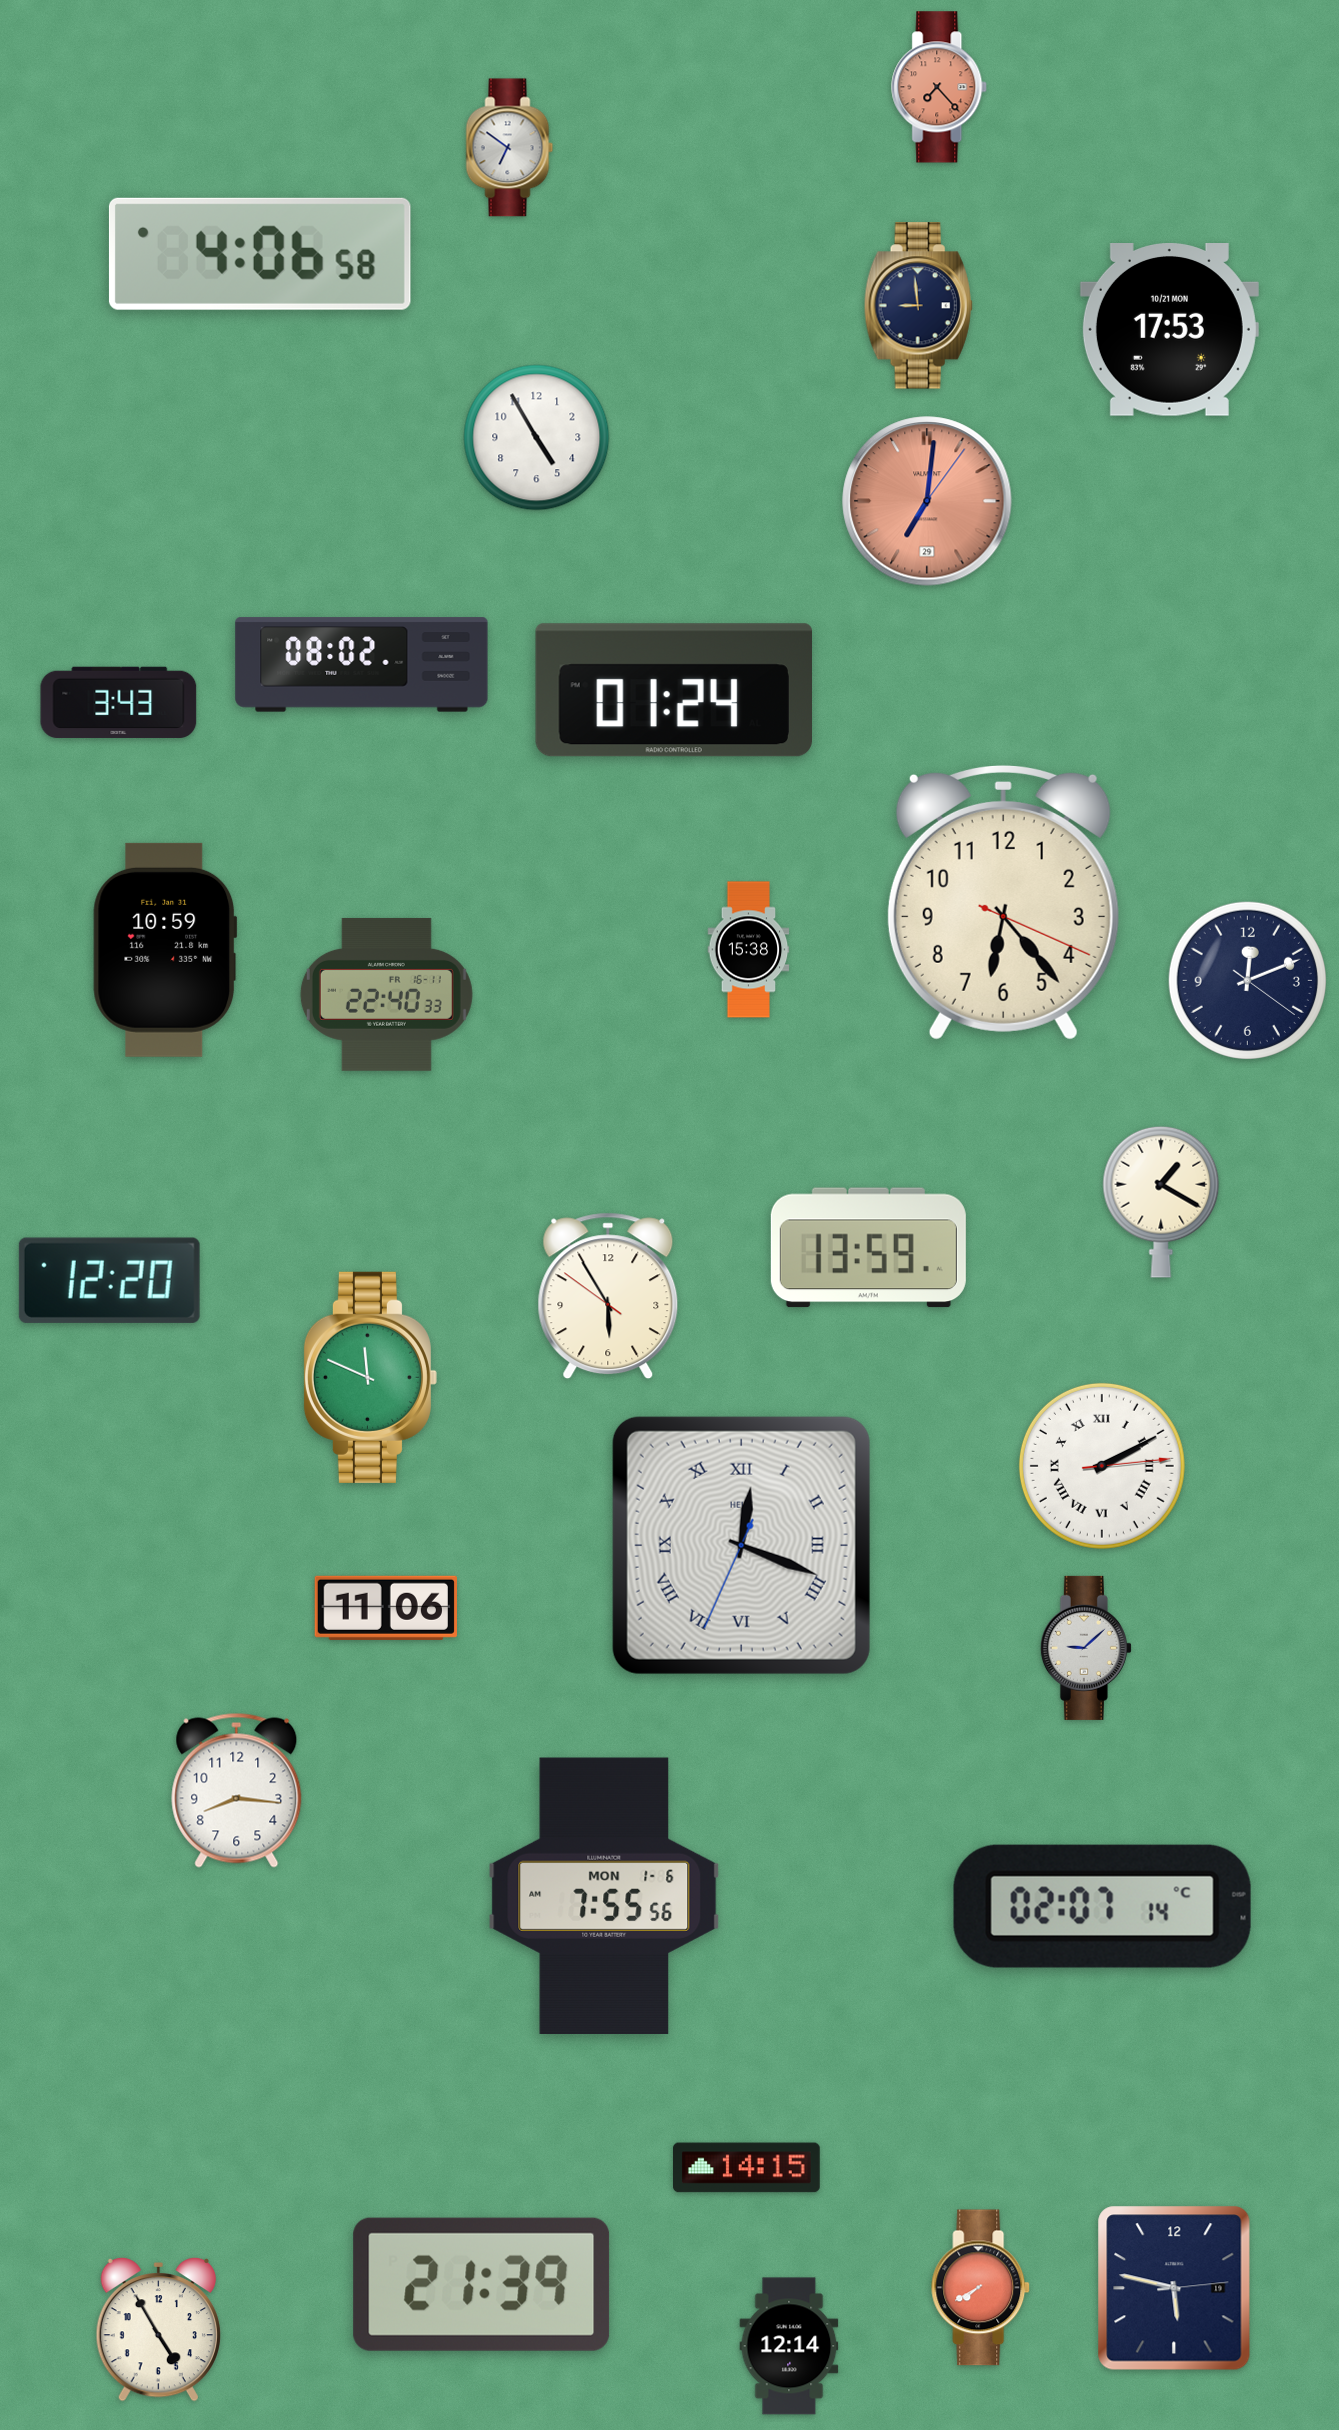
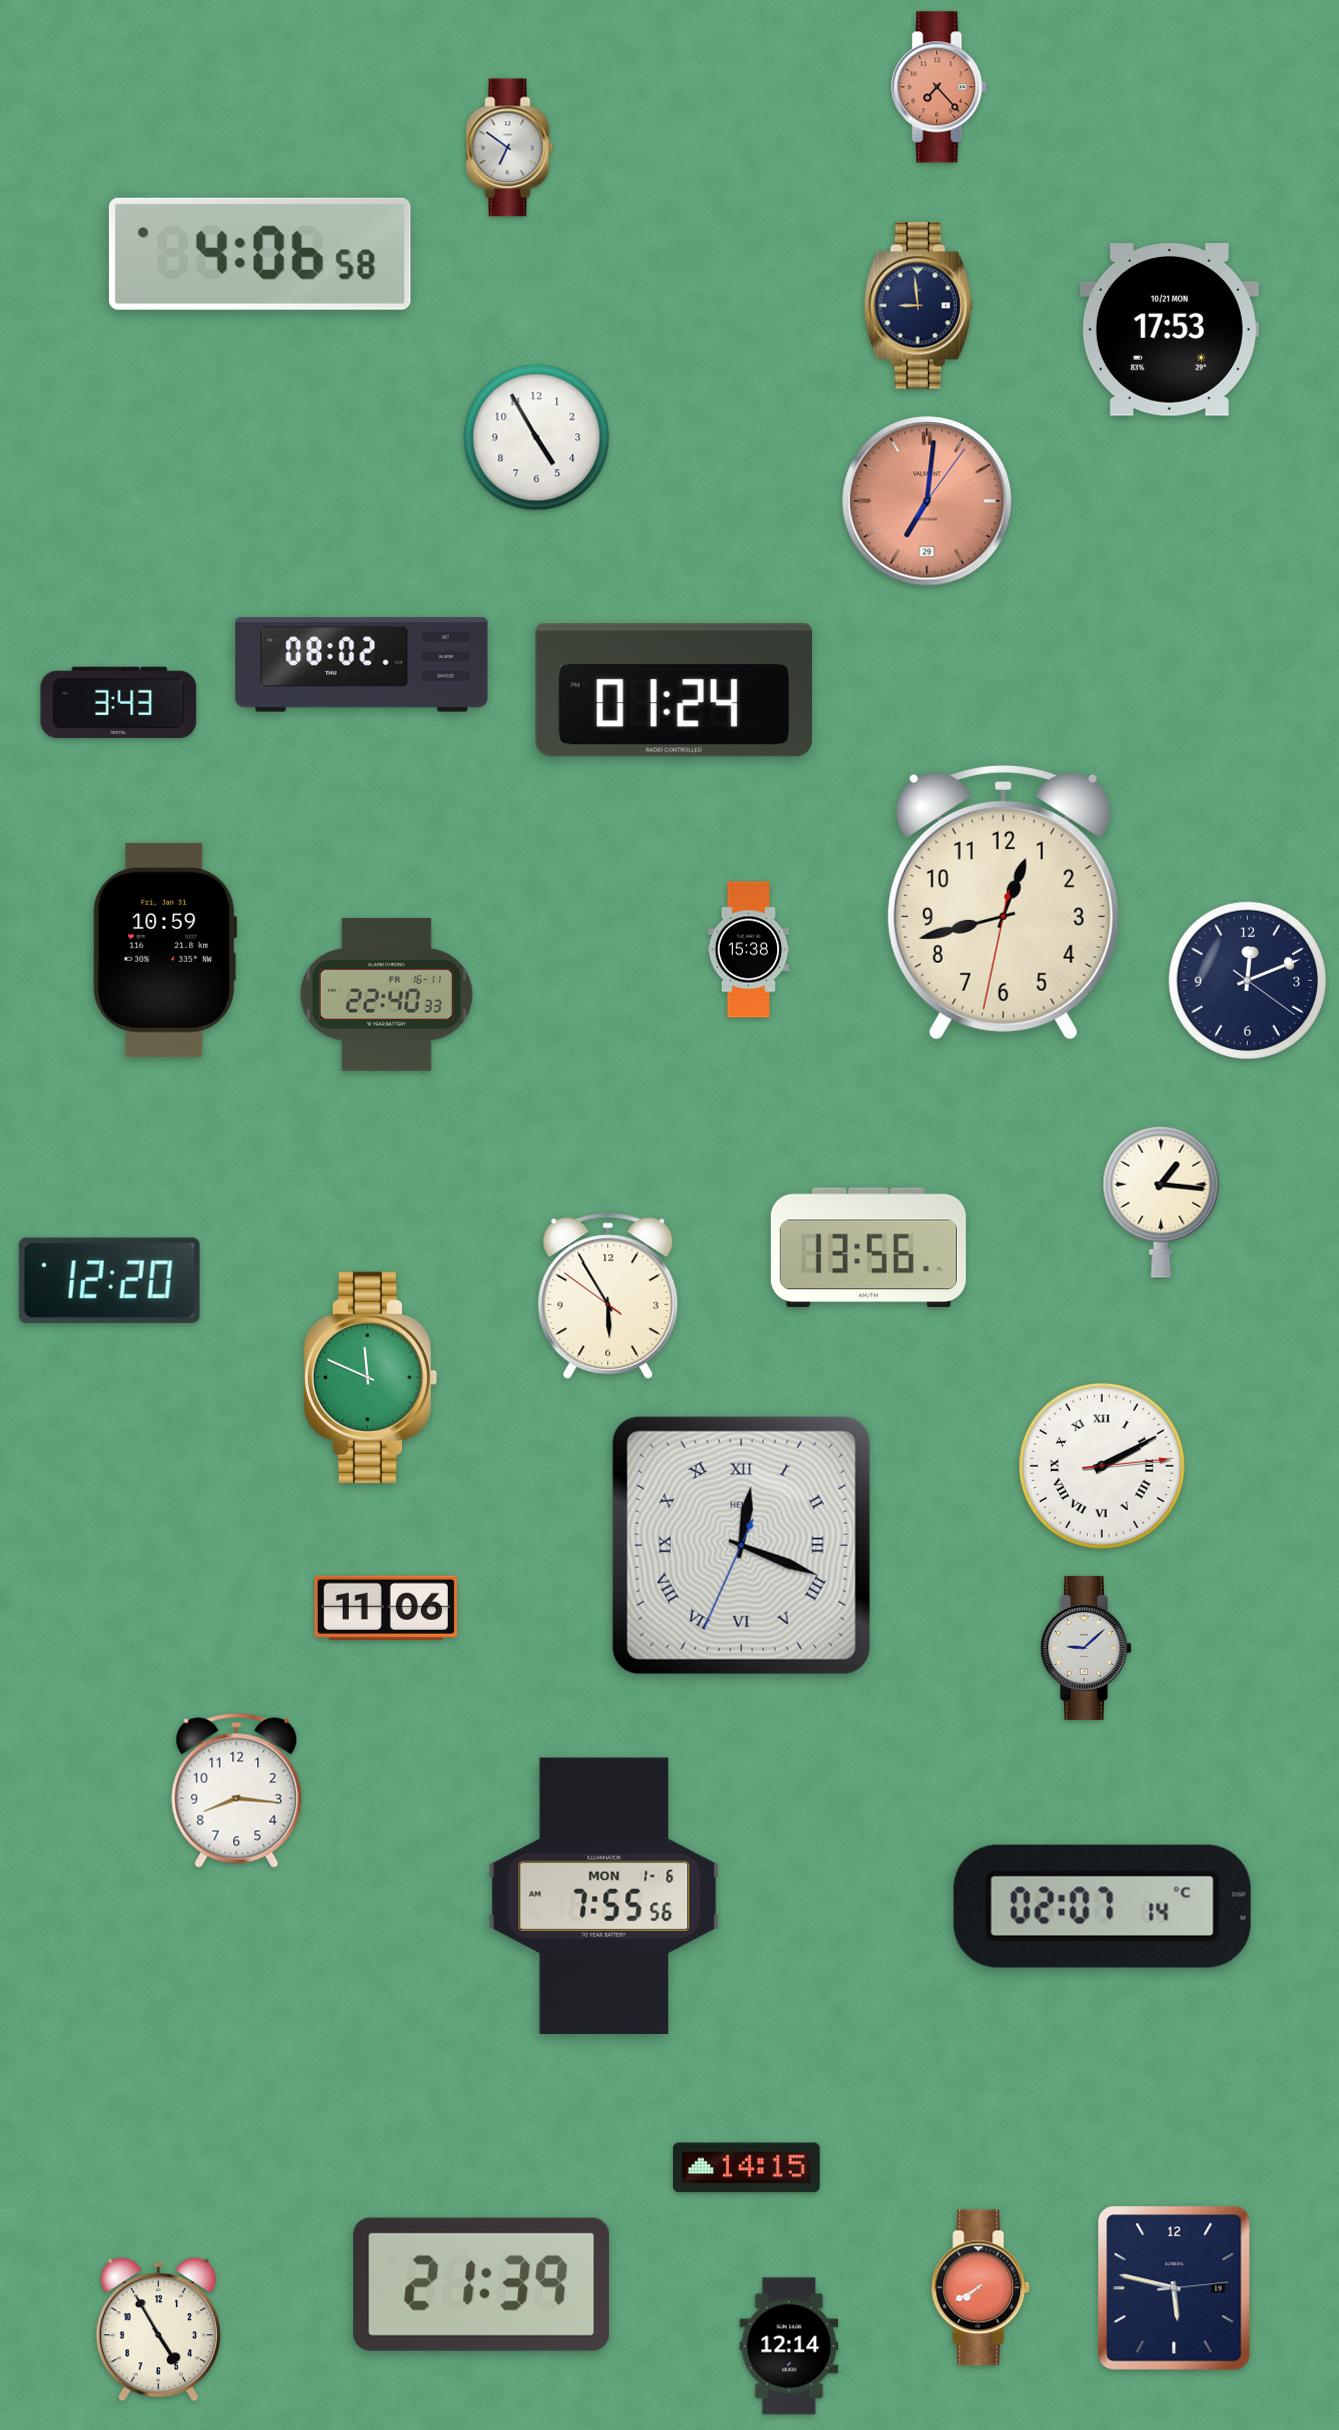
clock at (1003, 902): 6:23 -> 12:42
clock at (1161, 1202): 1:20 -> 1:16
clock at (868, 1248): 13:59 -> 13:56
